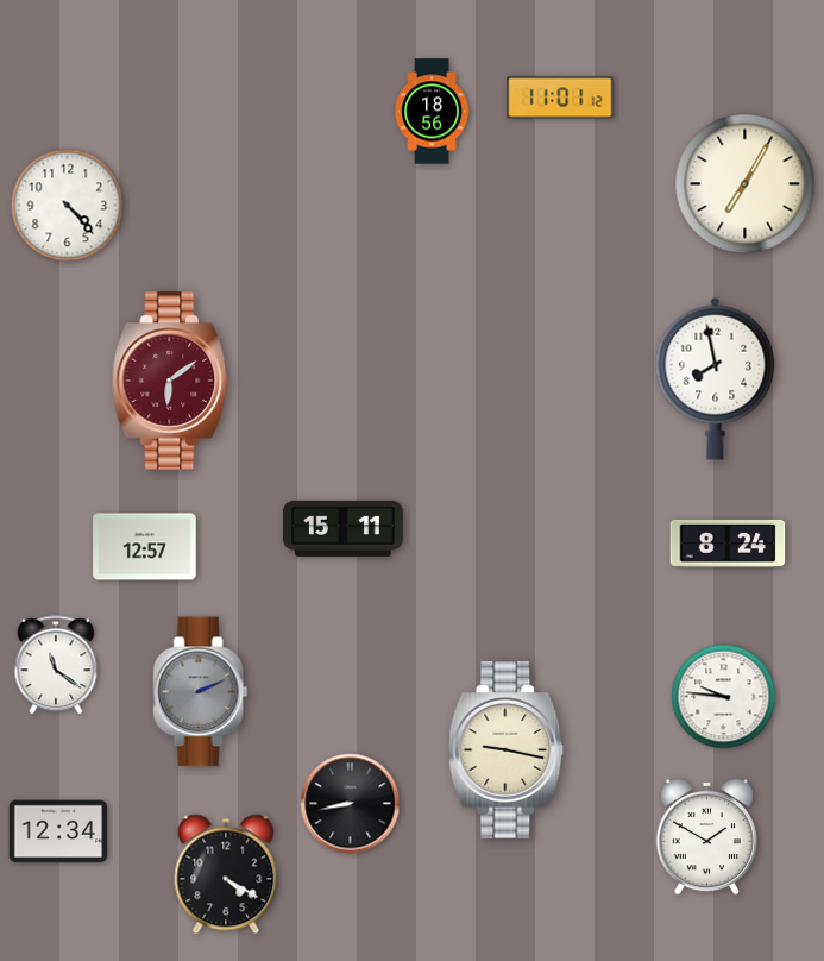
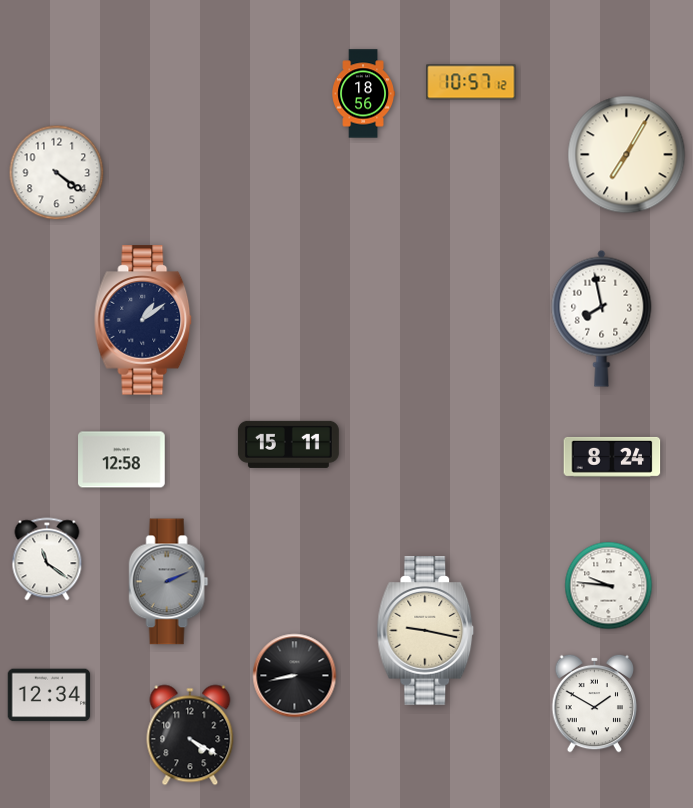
clock at (560, 98): 11:01 -> 10:57
clock at (68, 206): 4:23 -> 4:21
clock at (170, 381): 6:09 -> 1:09
clock at (170, 381) dial: burgundy -> navy
clock at (145, 547): 12:57 -> 12:58
clock at (58, 831) position: (58, 831) -> (49, 695)
